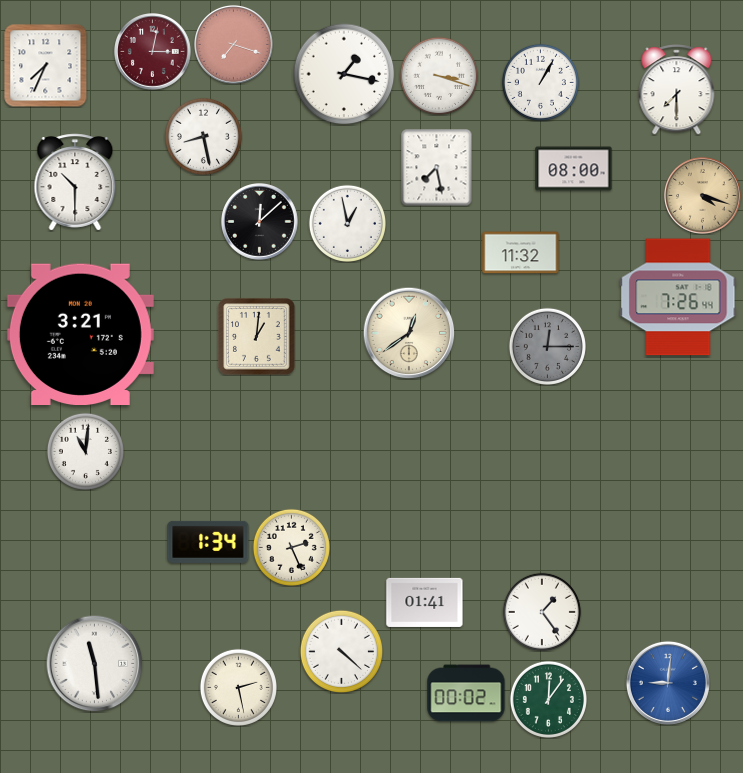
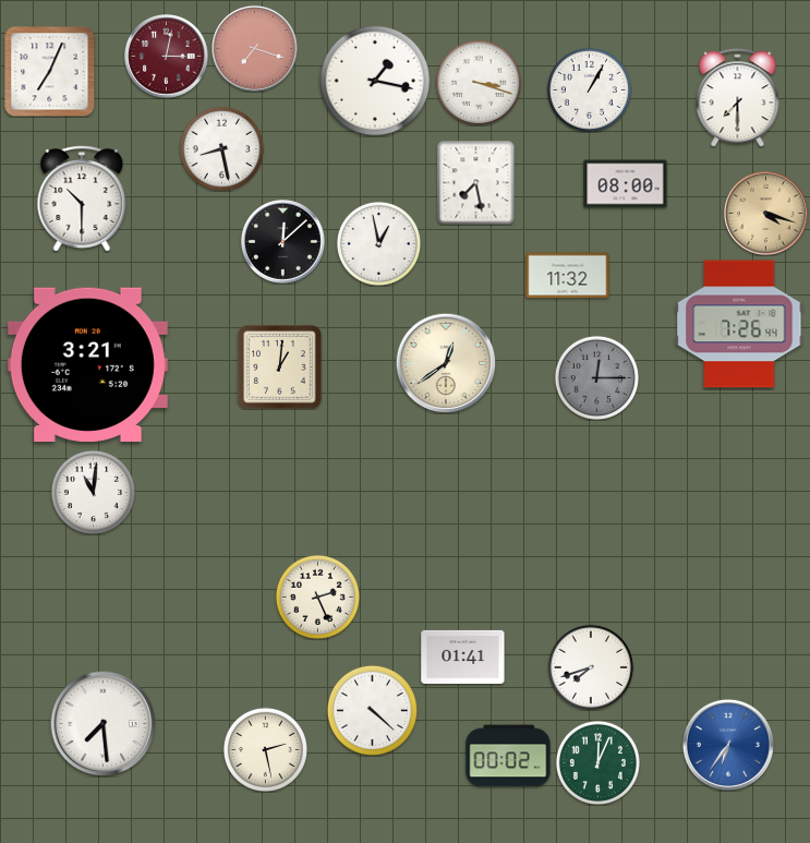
clock at (46, 66): 7:34 -> 7:04
clock at (208, 542): 1:34 -> none
clock at (542, 612): 1:24 -> 7:42
clock at (95, 664): 11:29 -> 7:29
clock at (668, 683): 9:01 -> 6:36
clock at (238, 687) position: (238, 687) -> (265, 749)
clock at (548, 699): 12:06 -> 12:04
